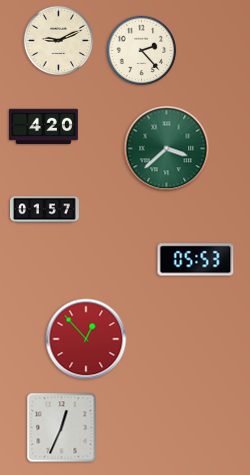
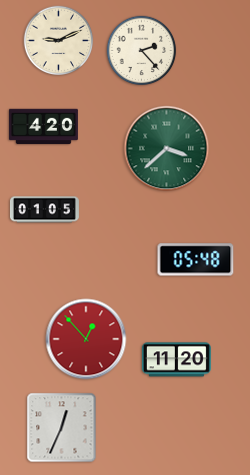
clock at (44, 210): 01:57 -> 01:05
clock at (196, 260): 05:53 -> 05:48
clock at (176, 360): none -> 11:20
